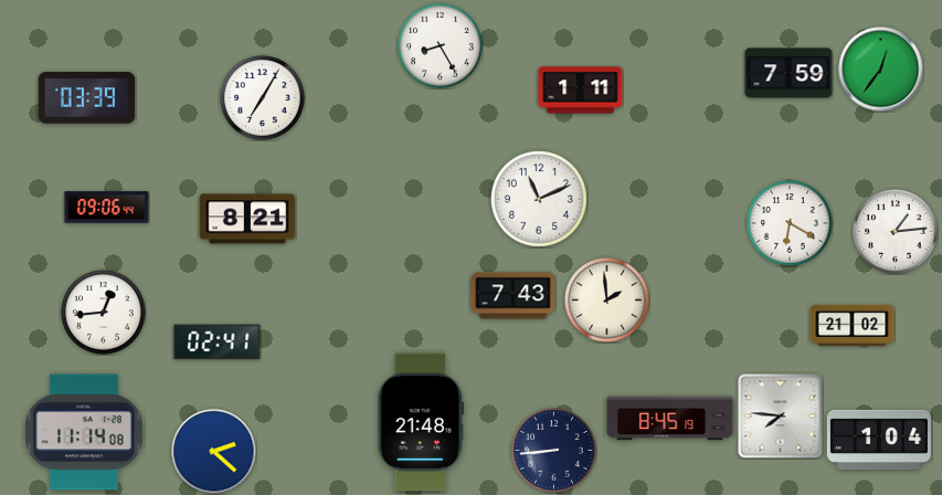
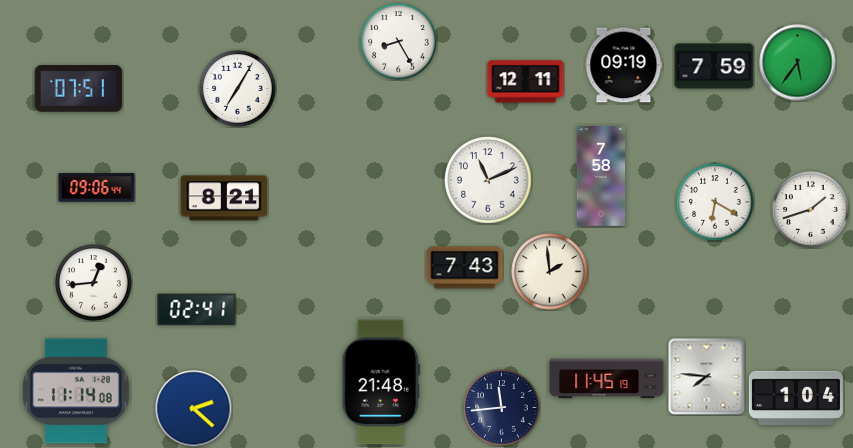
clock at (881, 70): 12:36 -> 5:36
clock at (624, 65): none -> 09:19
clock at (581, 91): 1:11 -> 12:11
clock at (87, 98): 03:39 -> 07:51
clock at (601, 176): none -> 7:58
clock at (896, 232): 1:14 -> 1:42
clock at (853, 326): 21:02 -> none
clock at (670, 419): 8:45 -> 11:45
clock at (554, 451): 8:44 -> 11:44
